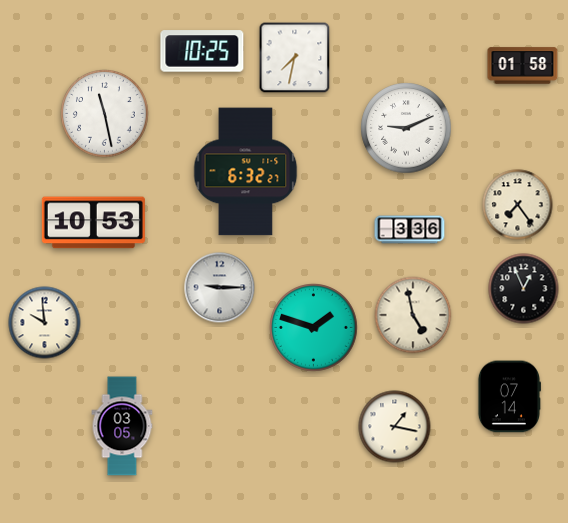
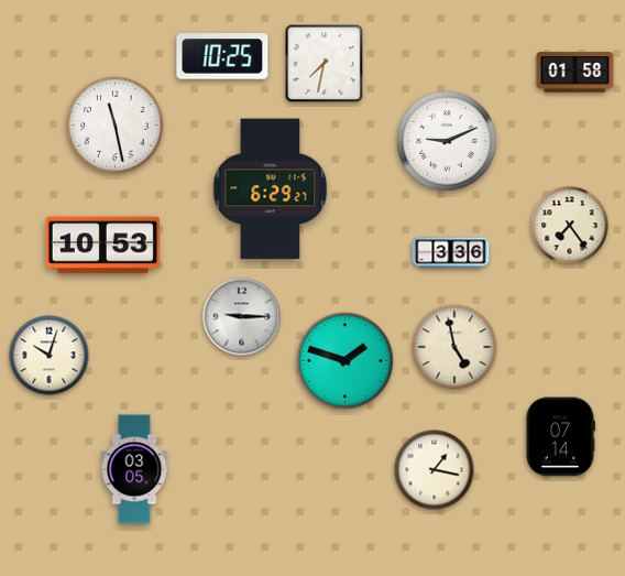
clock at (246, 172): 6:32 -> 6:29
clock at (524, 289): 12:56 -> none
clock at (45, 323): 9:59 -> 10:03
